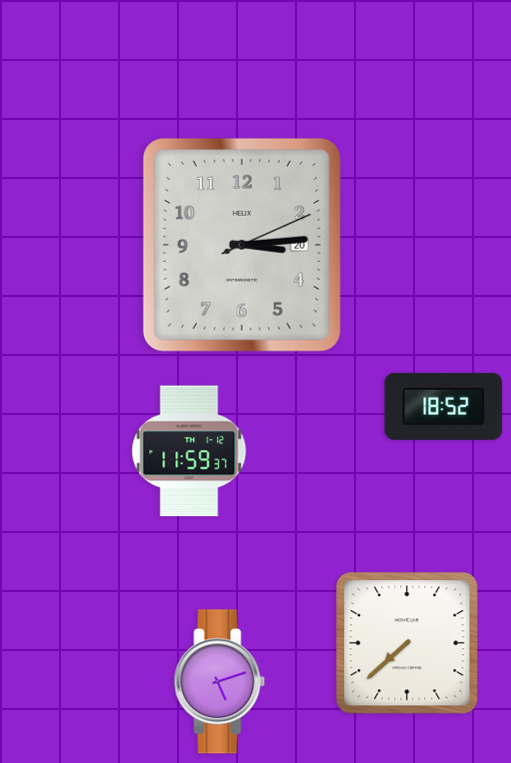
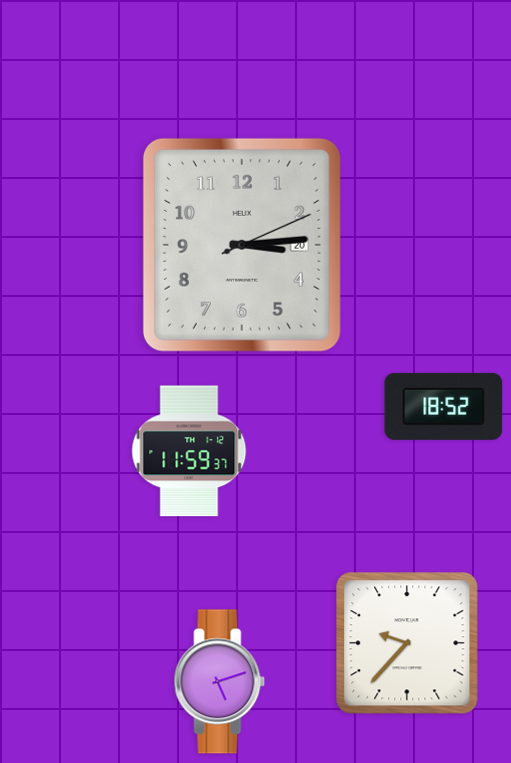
clock at (407, 643): 7:38 -> 9:37
